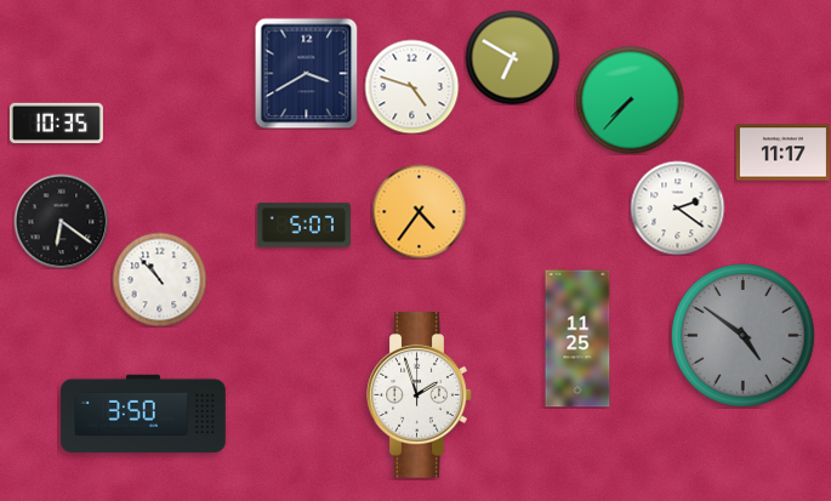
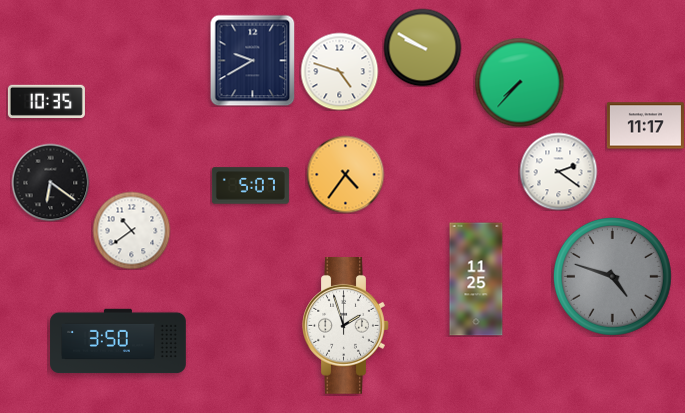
clock at (512, 57): 6:50 -> 9:50
clock at (307, 73): 3:40 -> 9:40
clock at (159, 279): 10:53 -> 10:39
clock at (744, 336): 4:51 -> 4:48
